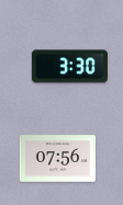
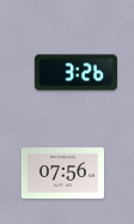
clock at (69, 67): 3:30 -> 3:26
